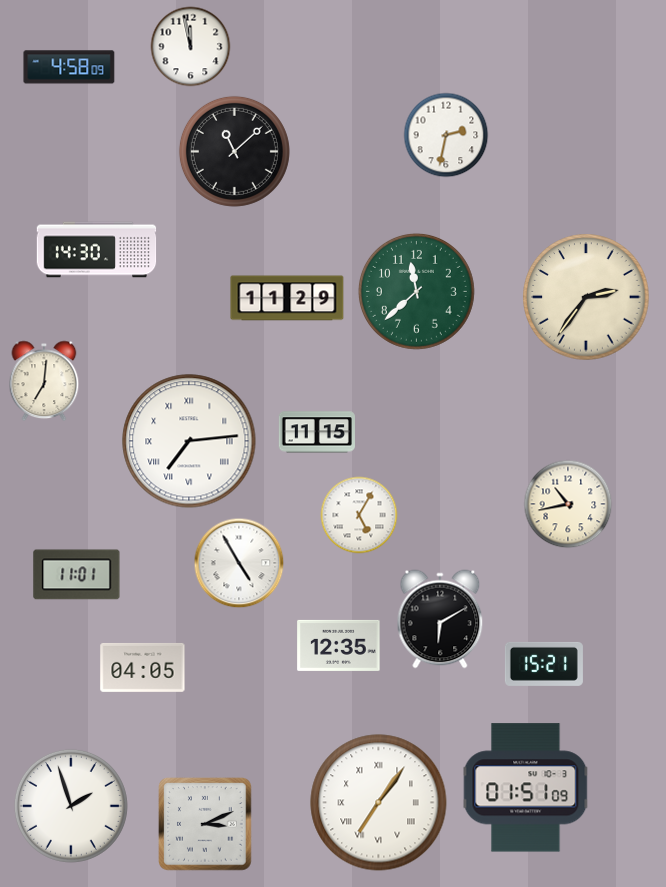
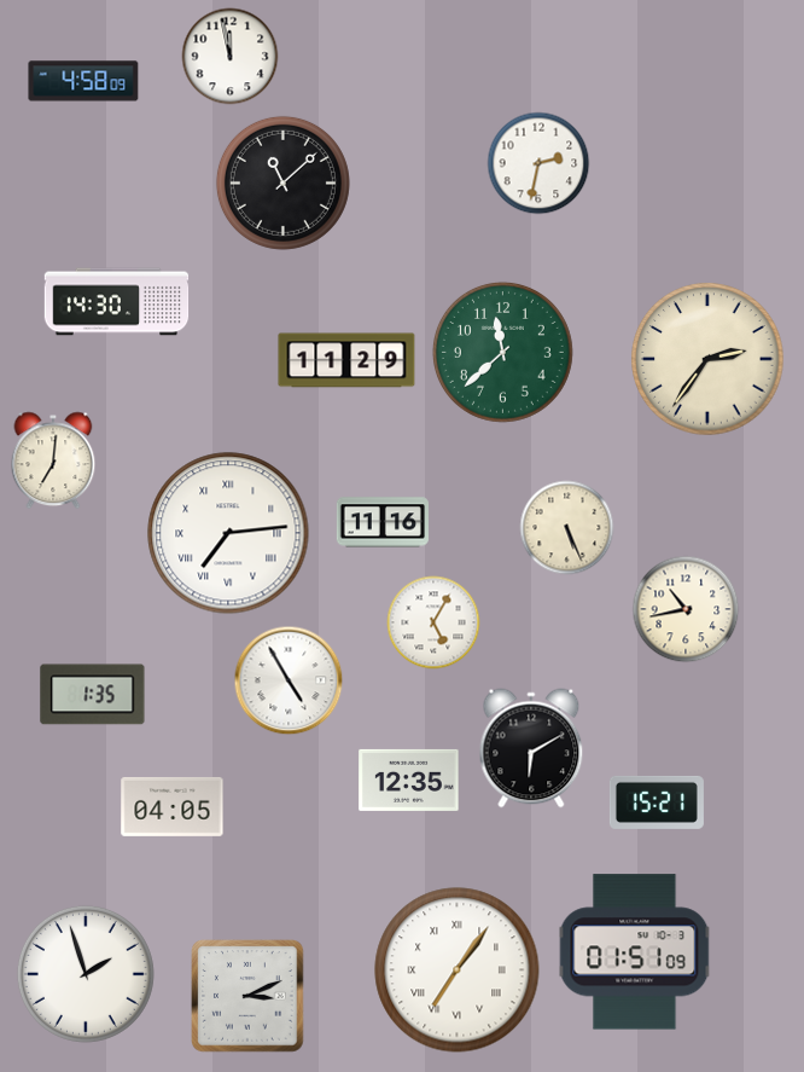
clock at (317, 432): 11:15 -> 11:16
clock at (567, 528): none -> 5:26
clock at (77, 575): 11:01 -> 1:35
